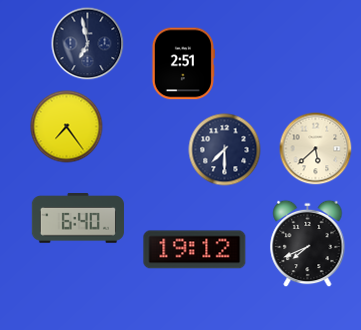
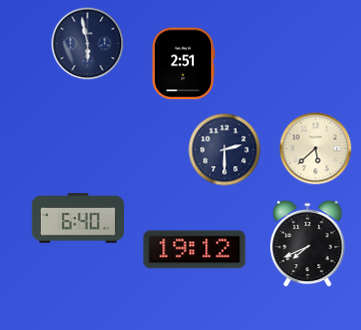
clock at (88, 44): 6:58 -> 5:58
clock at (67, 127): 7:24 -> none
clock at (225, 150): 7:30 -> 2:30
